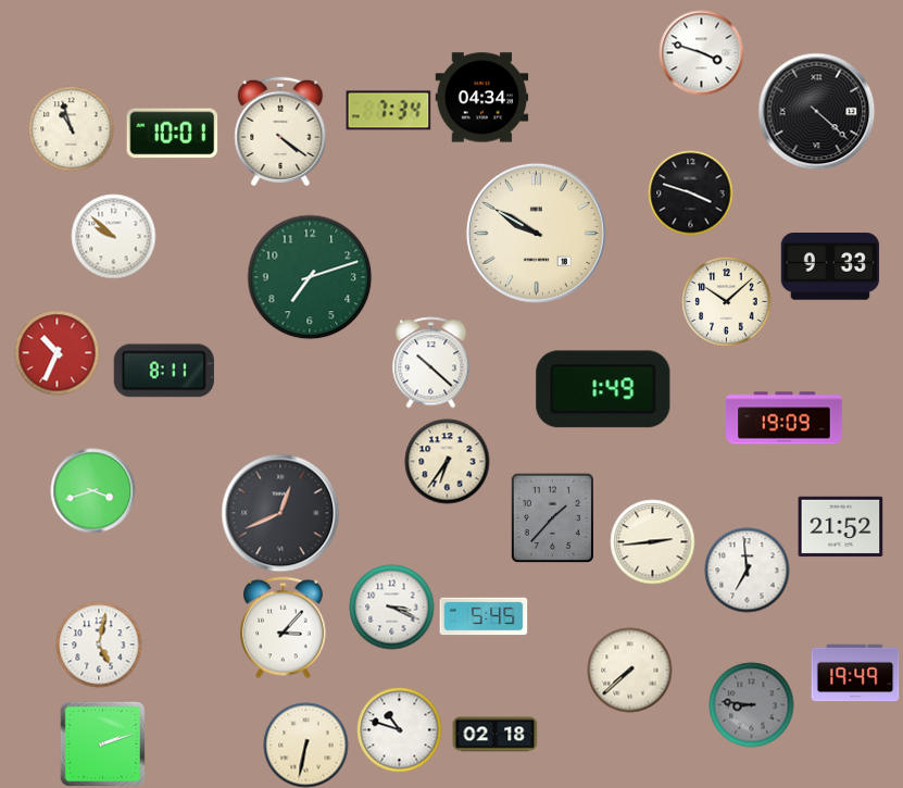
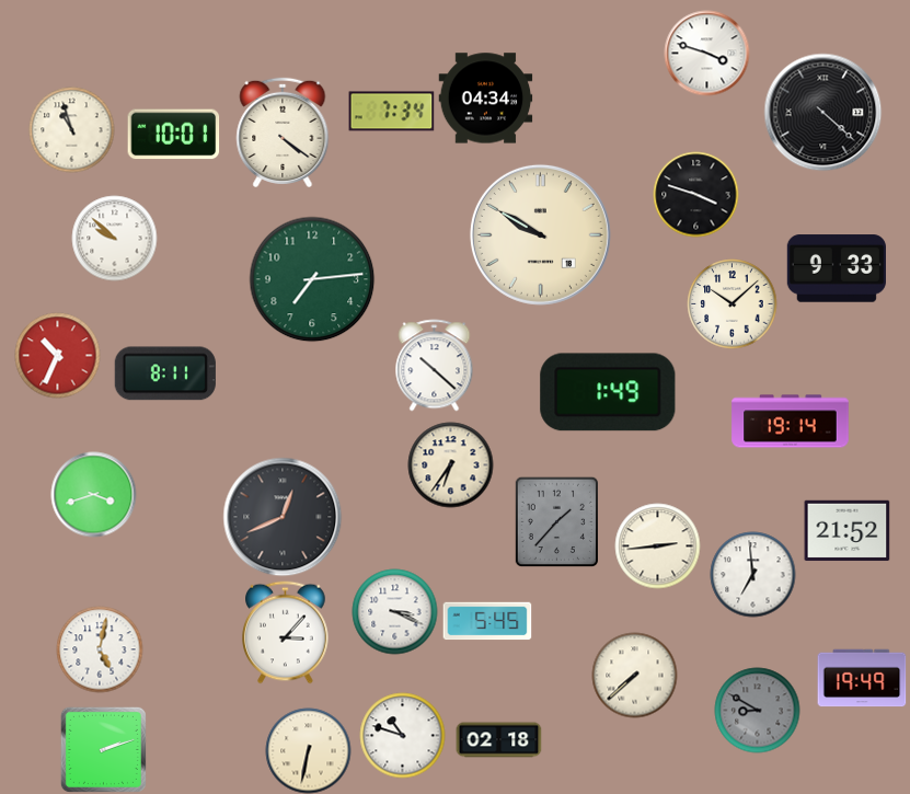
clock at (310, 277): 7:12 -> 7:14
clock at (785, 418): 19:09 -> 19:14
clock at (751, 704): 8:46 -> 8:50
